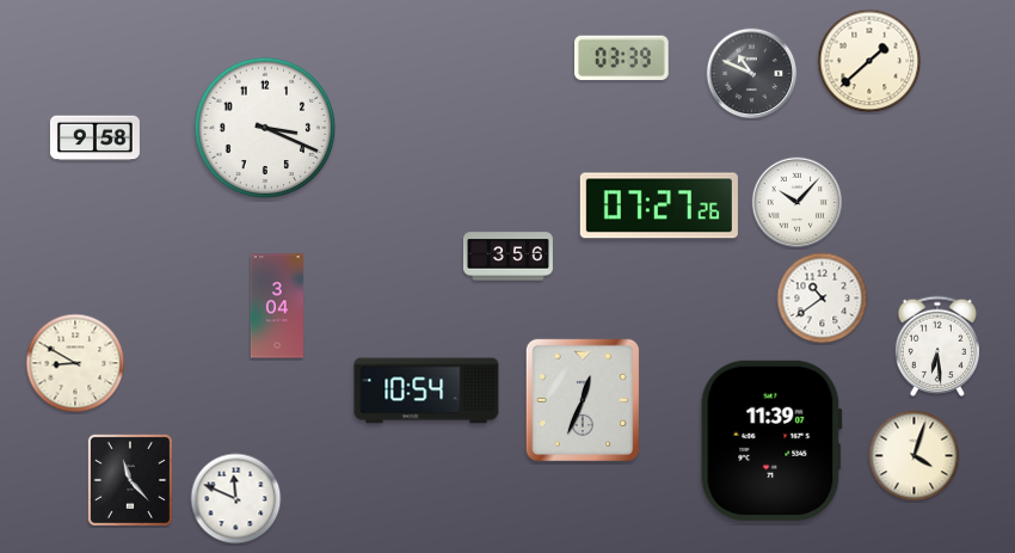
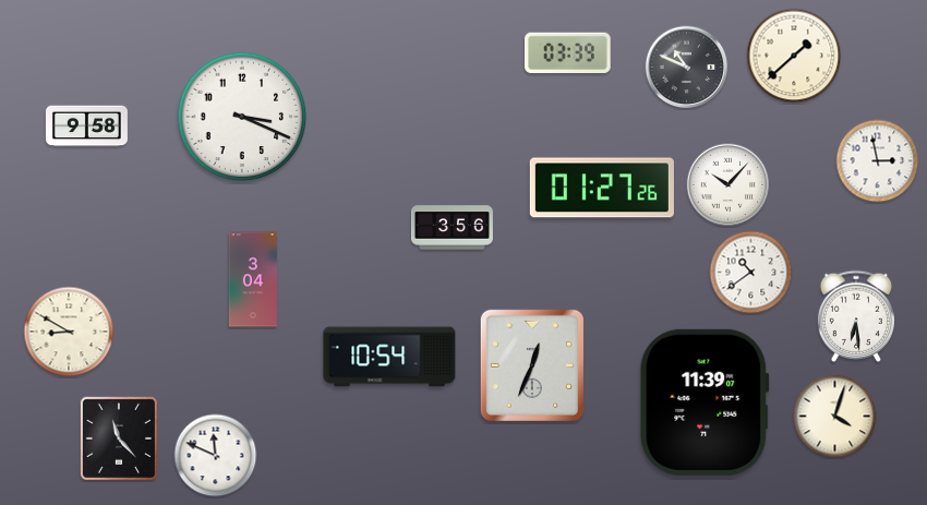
clock at (878, 161): none -> 2:58
clock at (659, 205): 07:27 -> 01:27
clock at (507, 257) position: (507, 257) -> (452, 228)
